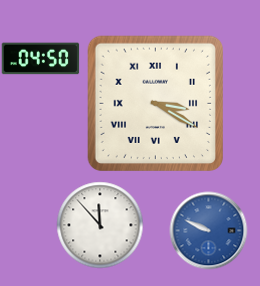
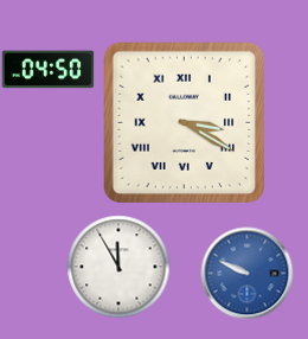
clock at (100, 225): 11:53 -> 11:55
